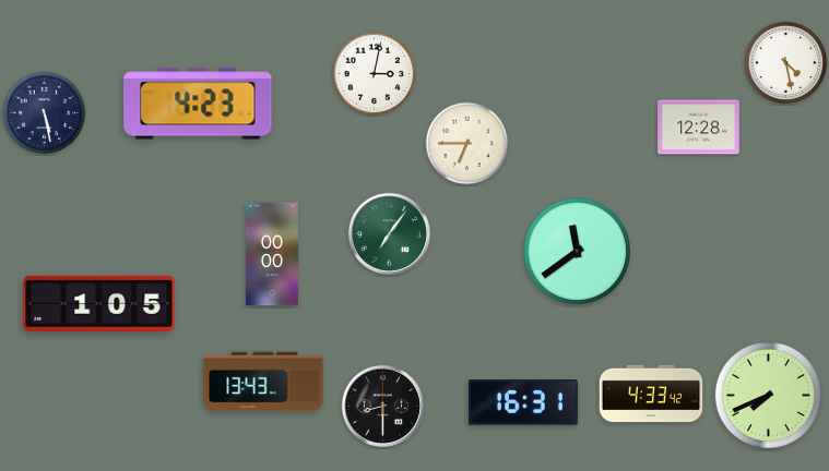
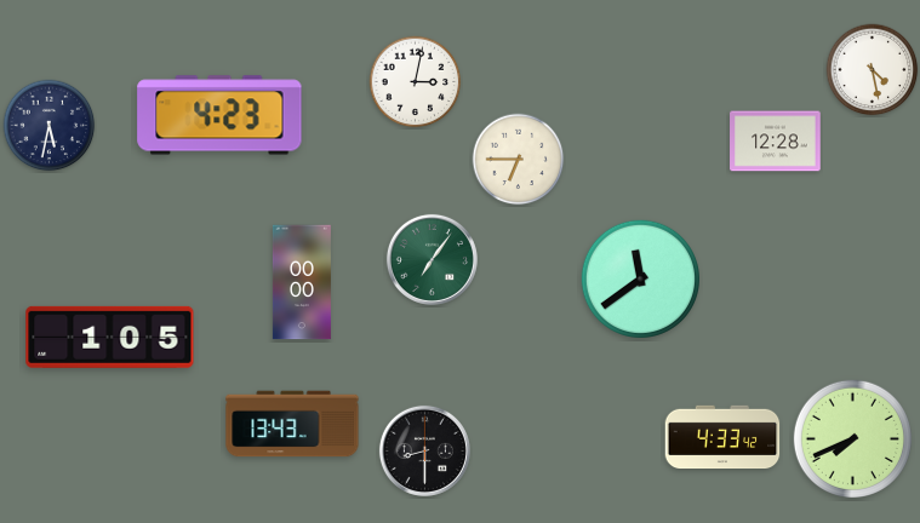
clock at (45, 113): 5:28 -> 5:32
clock at (523, 402): 16:31 -> none
